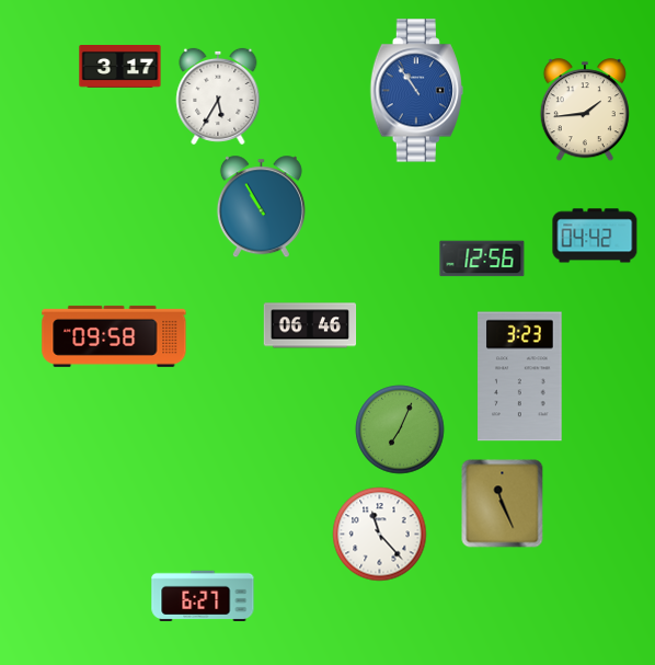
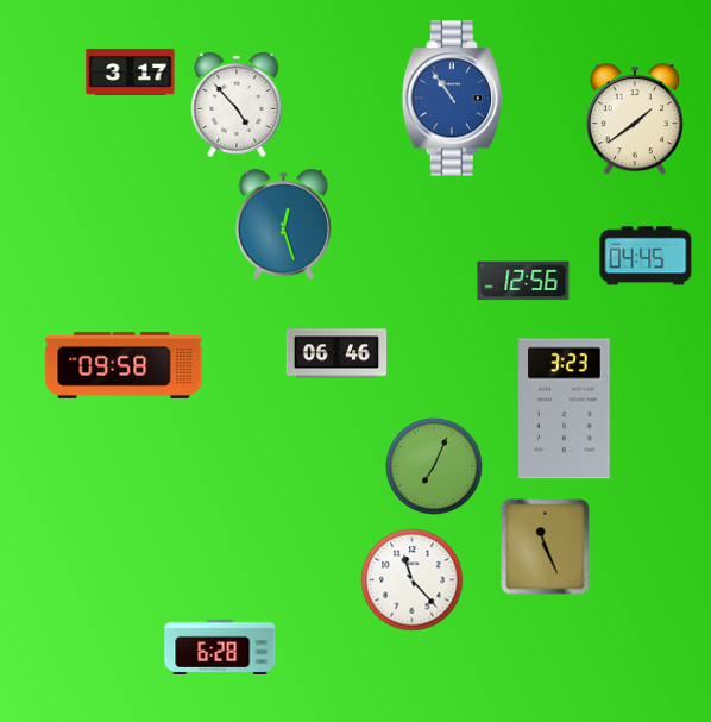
clock at (218, 96): 5:35 -> 4:53
clock at (585, 111): 1:44 -> 1:39
clock at (261, 207): 10:55 -> 12:27
clock at (595, 236): 04:42 -> 04:45
clock at (203, 595): 6:27 -> 6:28
